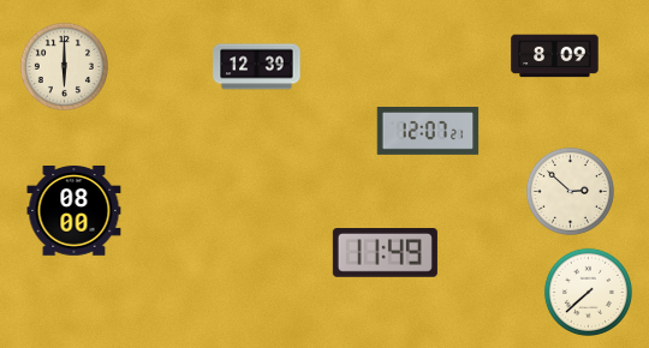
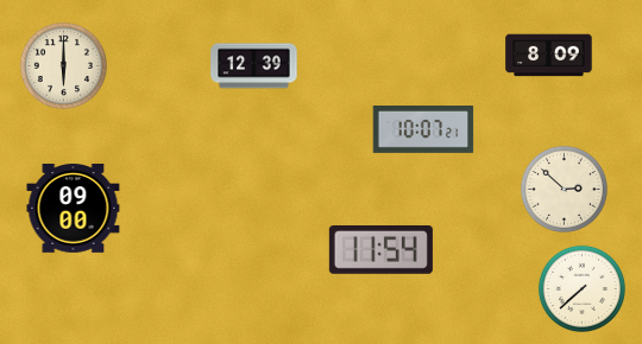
clock at (428, 132): 12:07 -> 10:07
clock at (75, 211): 08:00 -> 09:00
clock at (385, 253): 11:49 -> 11:54
